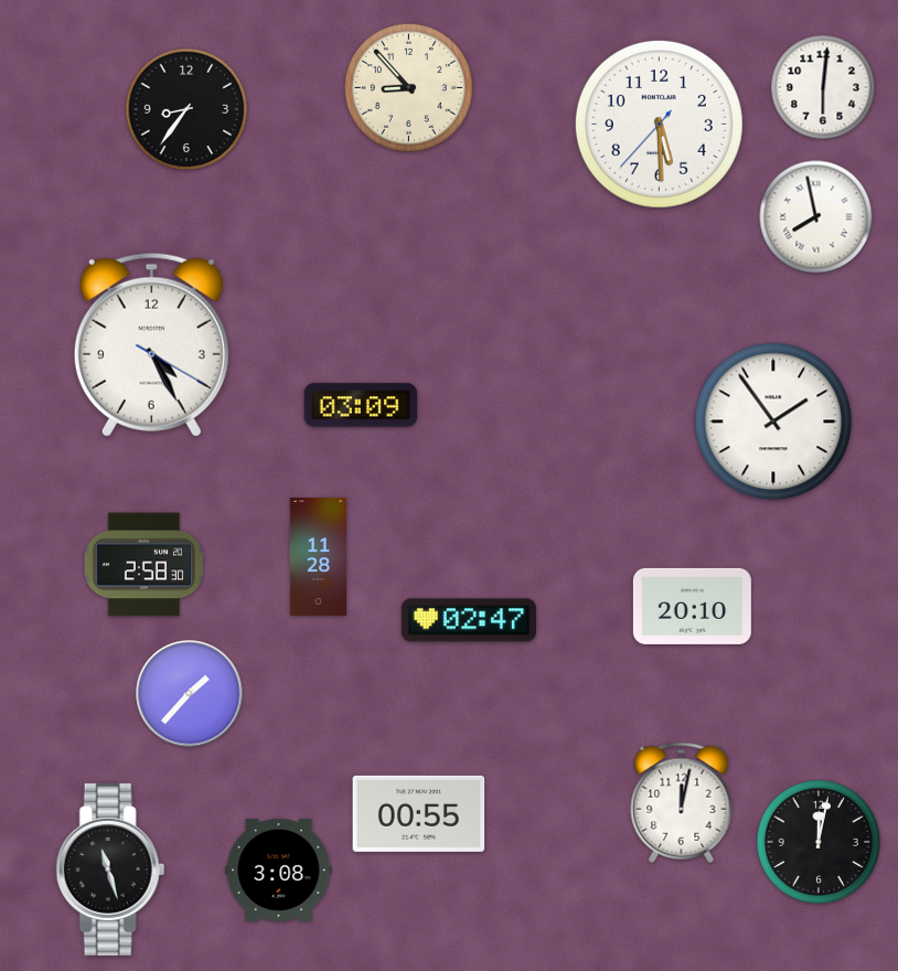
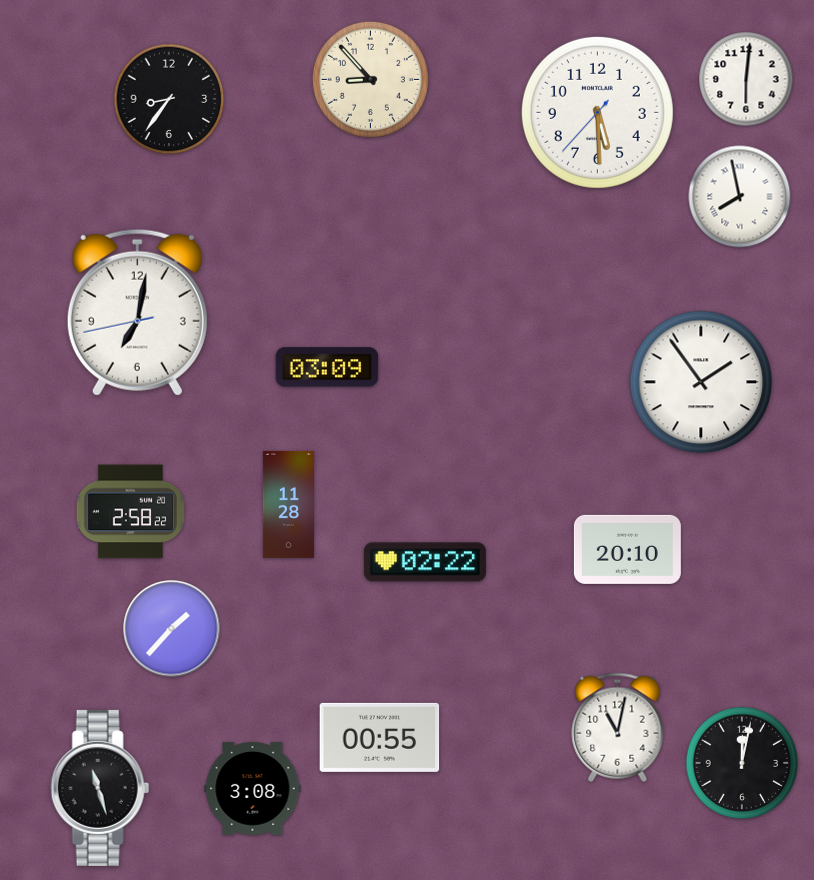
clock at (151, 344): 4:25 -> 7:01
clock at (143, 565): 2:58:30 -> 2:58:22
clock at (469, 620): 02:47 -> 02:22
clock at (682, 802): 12:02 -> 11:02
